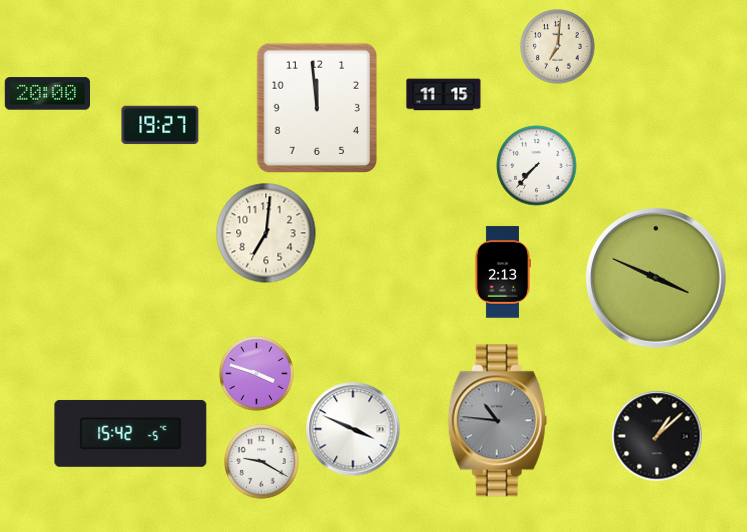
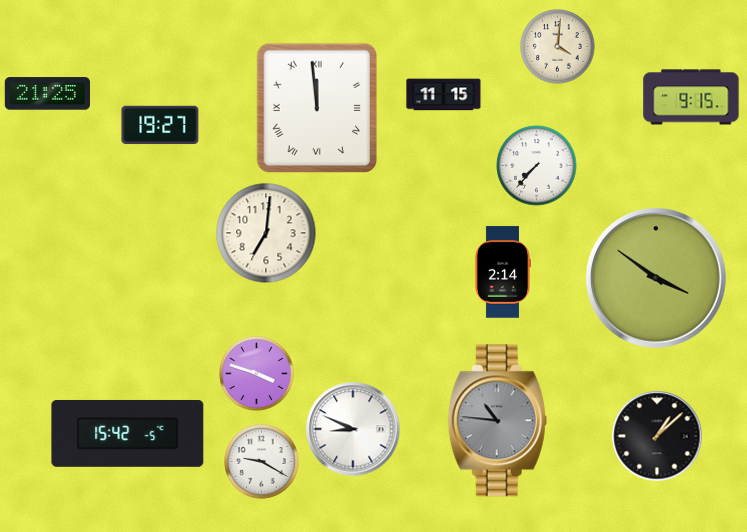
clock at (558, 47): 7:01 -> 4:01
clock at (47, 94): 20:00 -> 21:25
clock at (691, 97): none -> 9:15
clock at (317, 108) numerals: Arabic -> Roman
clock at (502, 272): 2:13 -> 2:14
clock at (656, 278): 3:49 -> 3:51
clock at (353, 429): 3:49 -> 8:49
clock at (131, 433) position: (131, 433) -> (128, 433)
